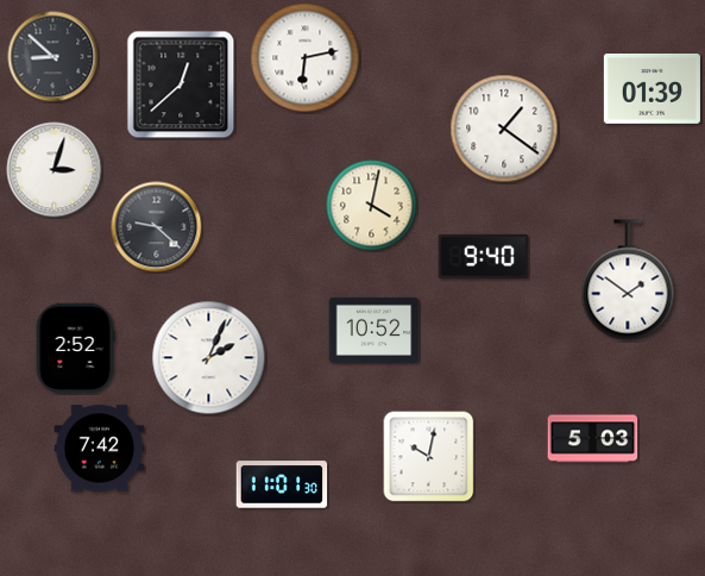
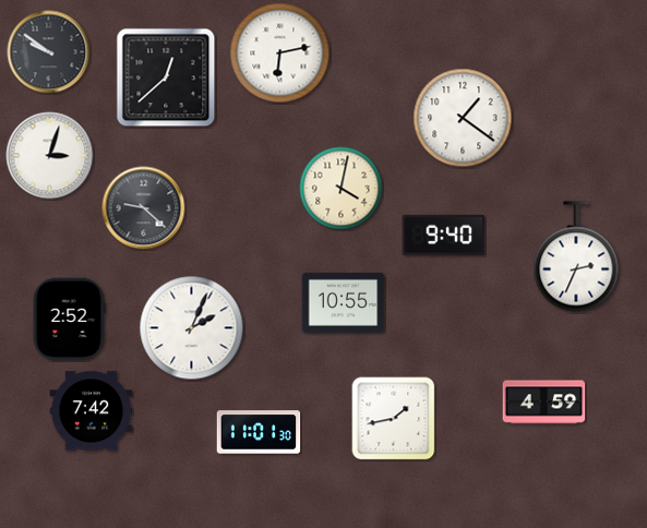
clock at (53, 57): 8:52 -> 9:51
clock at (652, 89): 01:39 -> none
clock at (628, 280): 1:51 -> 2:34
clock at (374, 330): 10:52 -> 10:55
clock at (593, 439): 5:03 -> 4:59
clock at (429, 457): 10:02 -> 1:43
clock at (282, 484) position: (282, 484) -> (259, 432)
